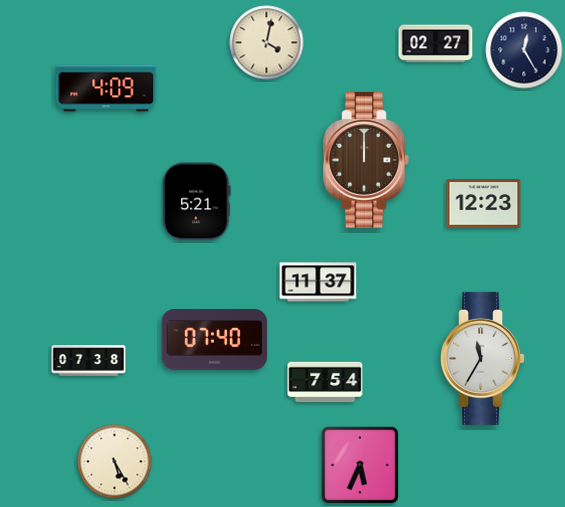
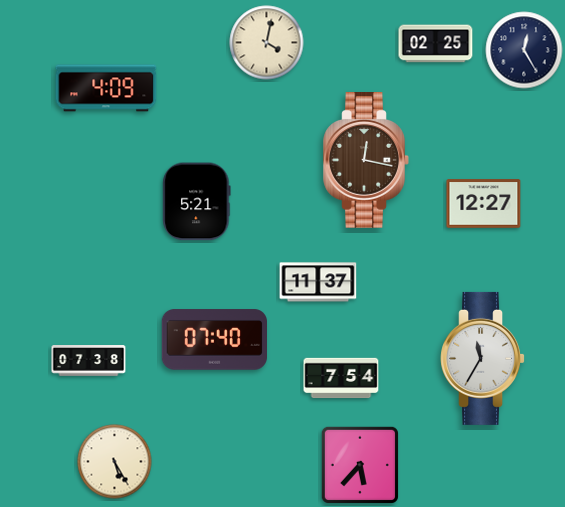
clock at (436, 44): 02:27 -> 02:25
clock at (366, 161): 12:00 -> 12:17
clock at (484, 204): 12:23 -> 12:27
clock at (325, 382) position: (325, 382) -> (341, 378)
clock at (360, 465): 5:34 -> 5:37
